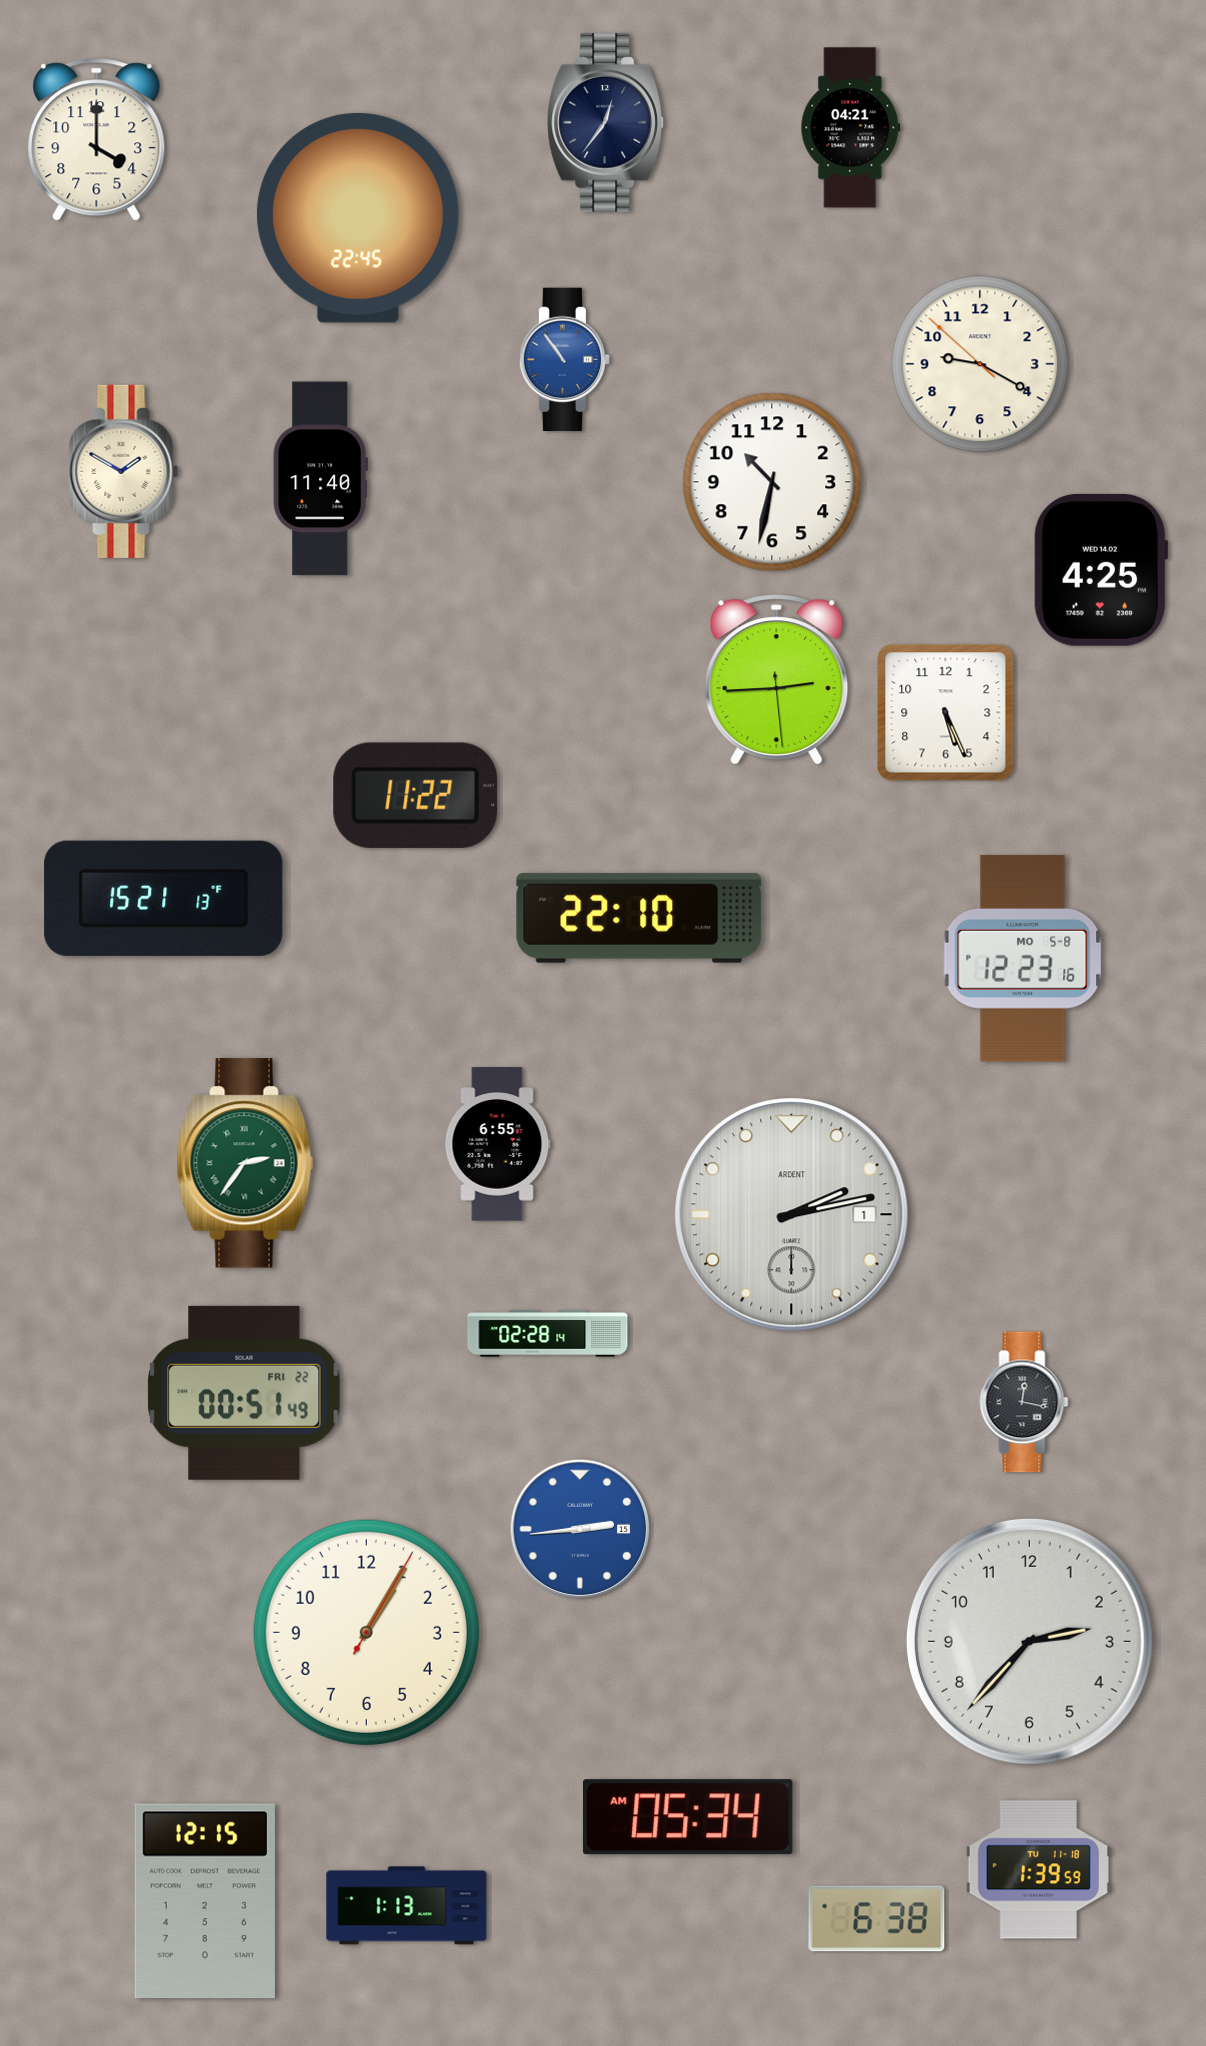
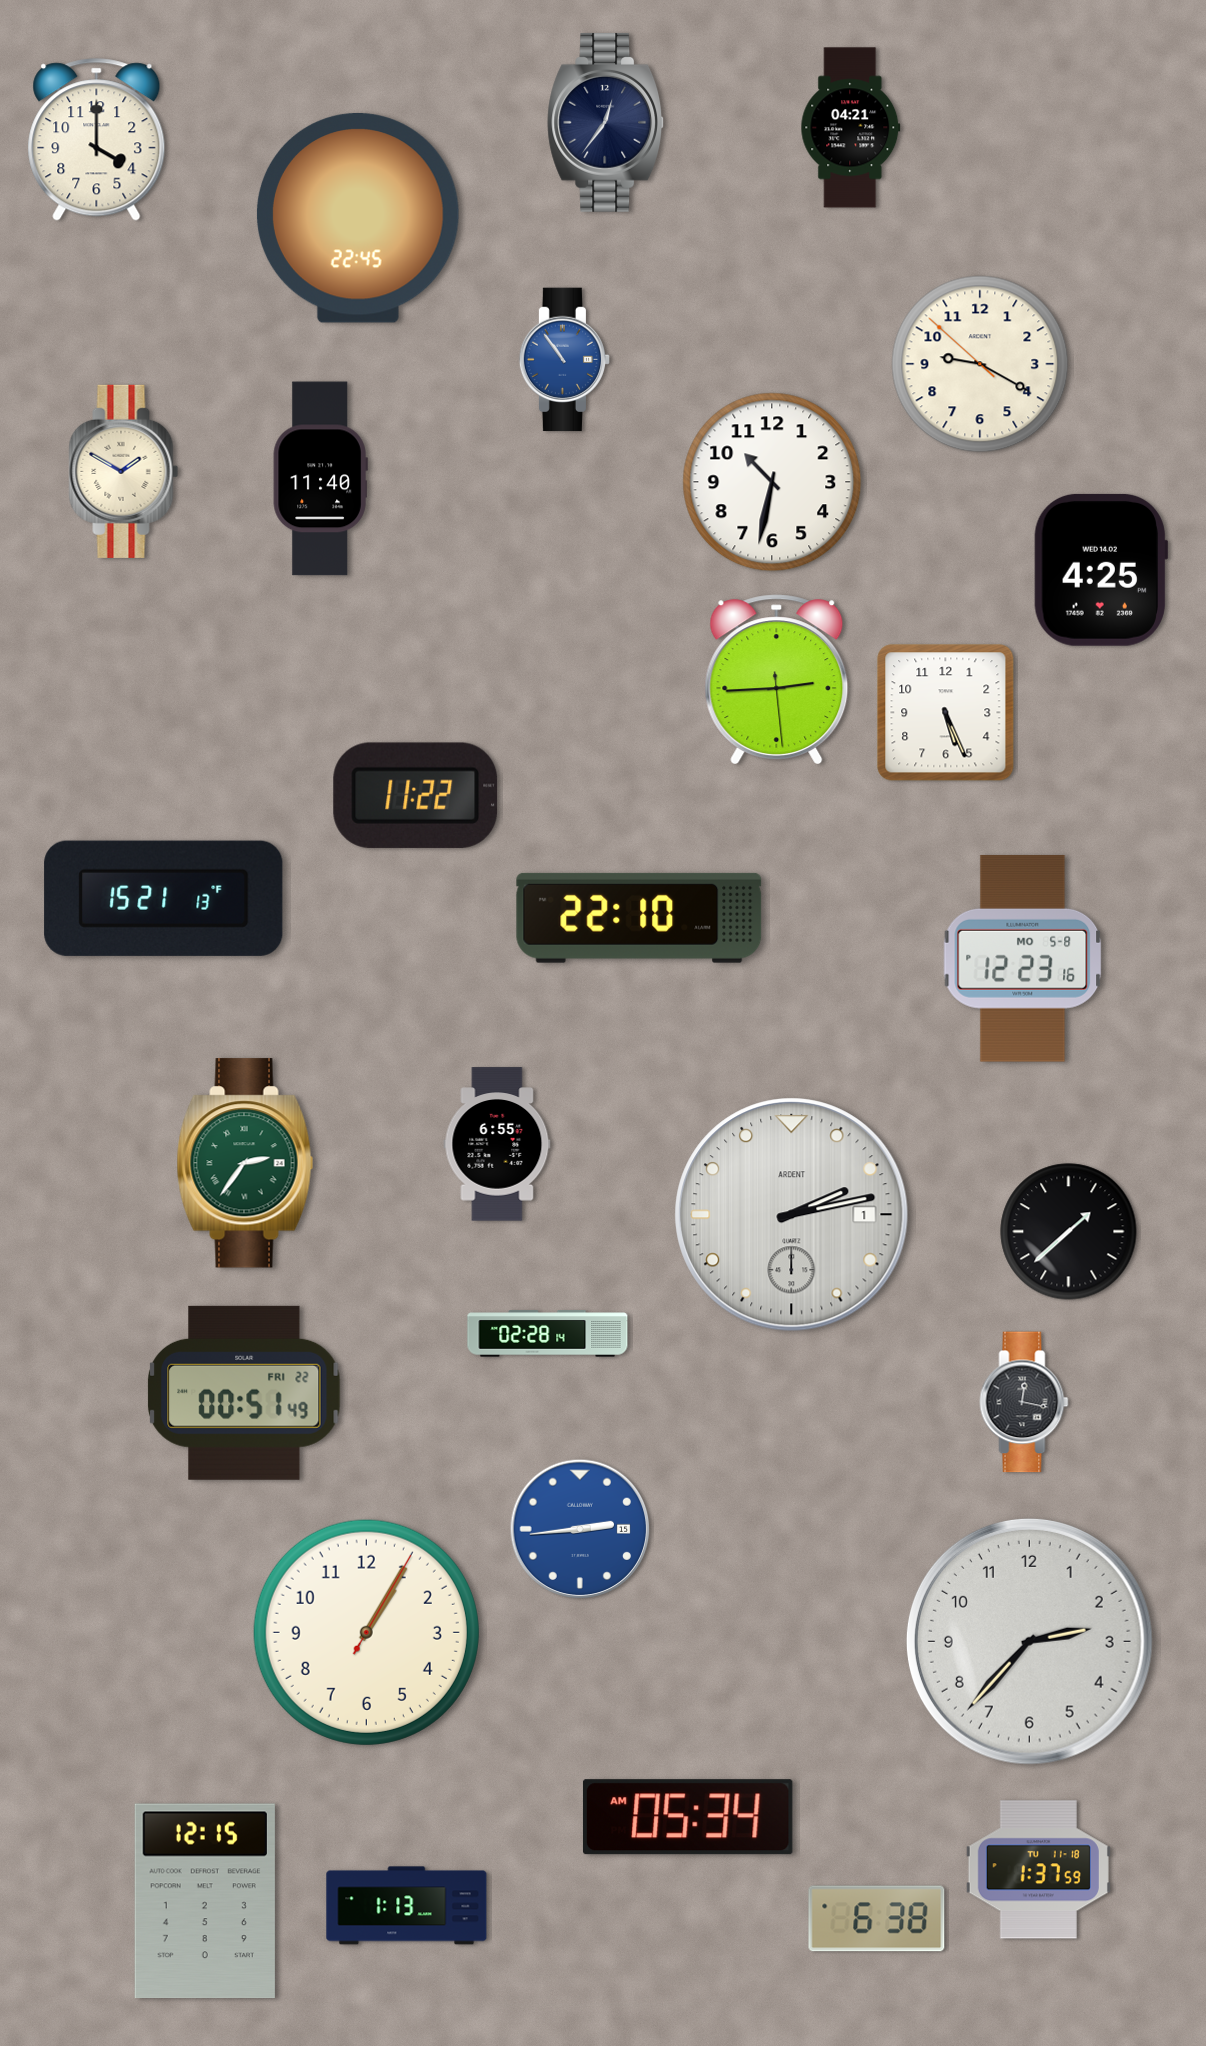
clock at (1069, 1232): none -> 1:38
clock at (1038, 1870): 1:39 -> 1:37
